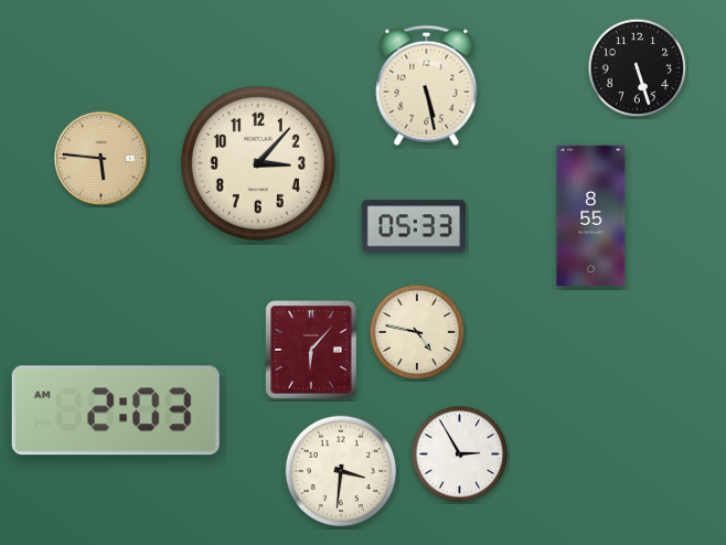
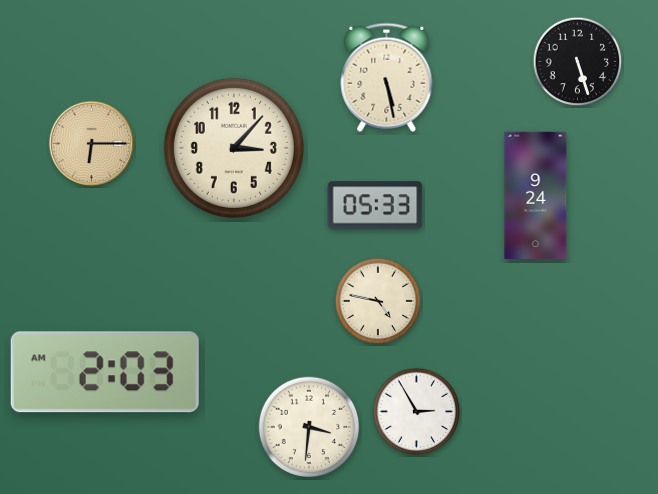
clock at (102, 159): 5:46 -> 6:15
clock at (591, 215): 8:55 -> 9:24
clock at (311, 350): 6:07 -> none
